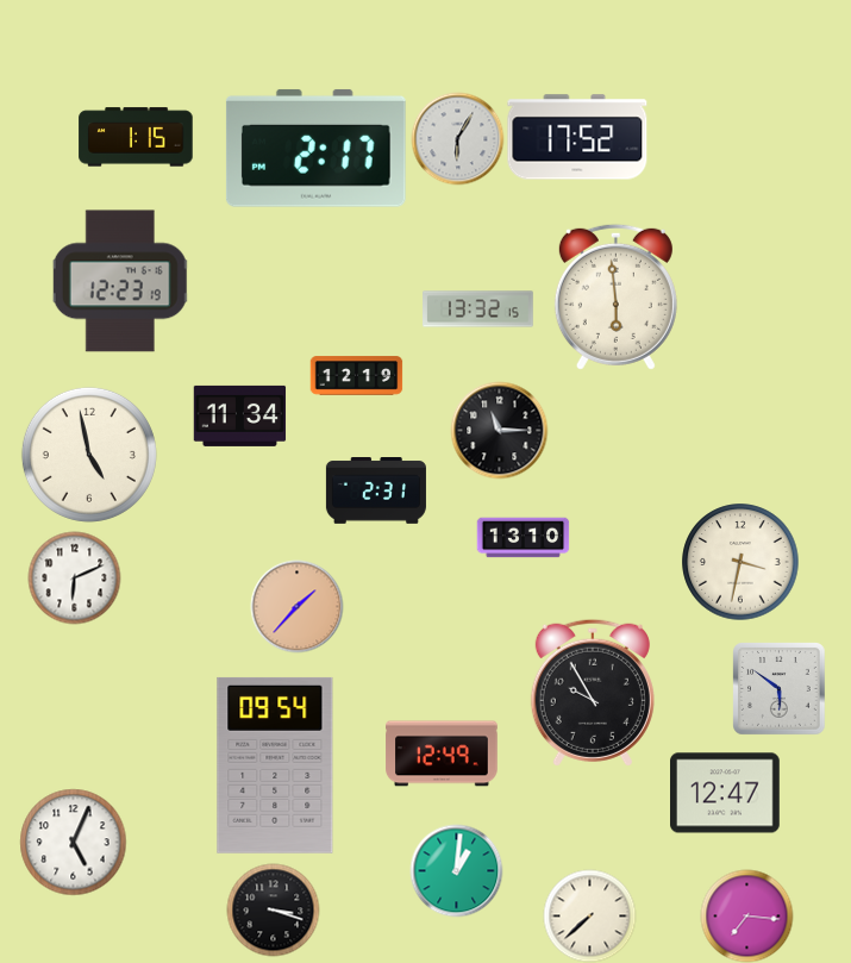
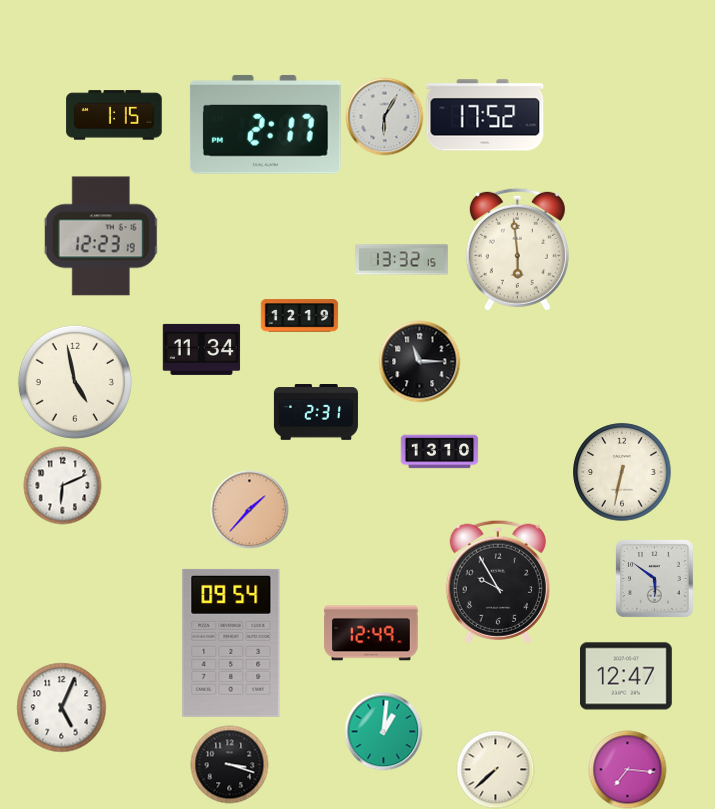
clock at (740, 562): 3:32 -> 6:32
clock at (726, 793) position: (726, 793) -> (627, 676)
